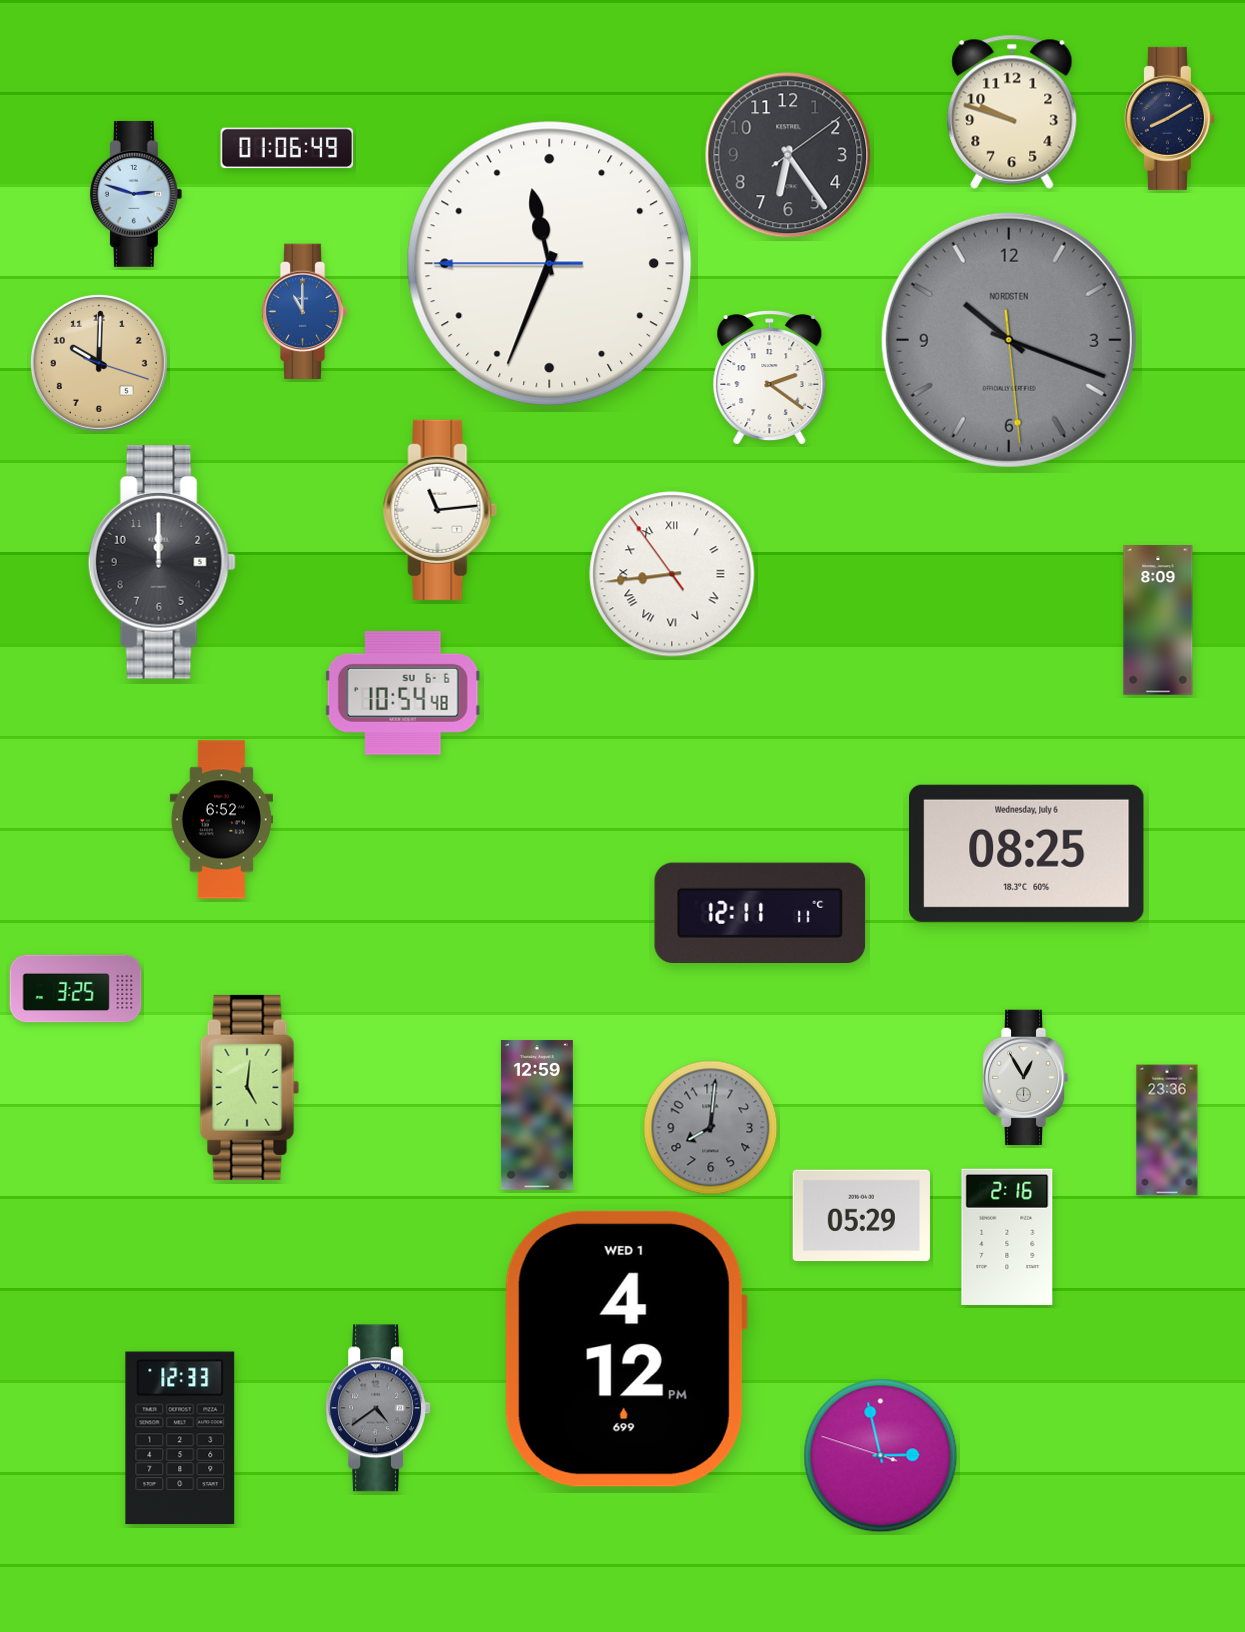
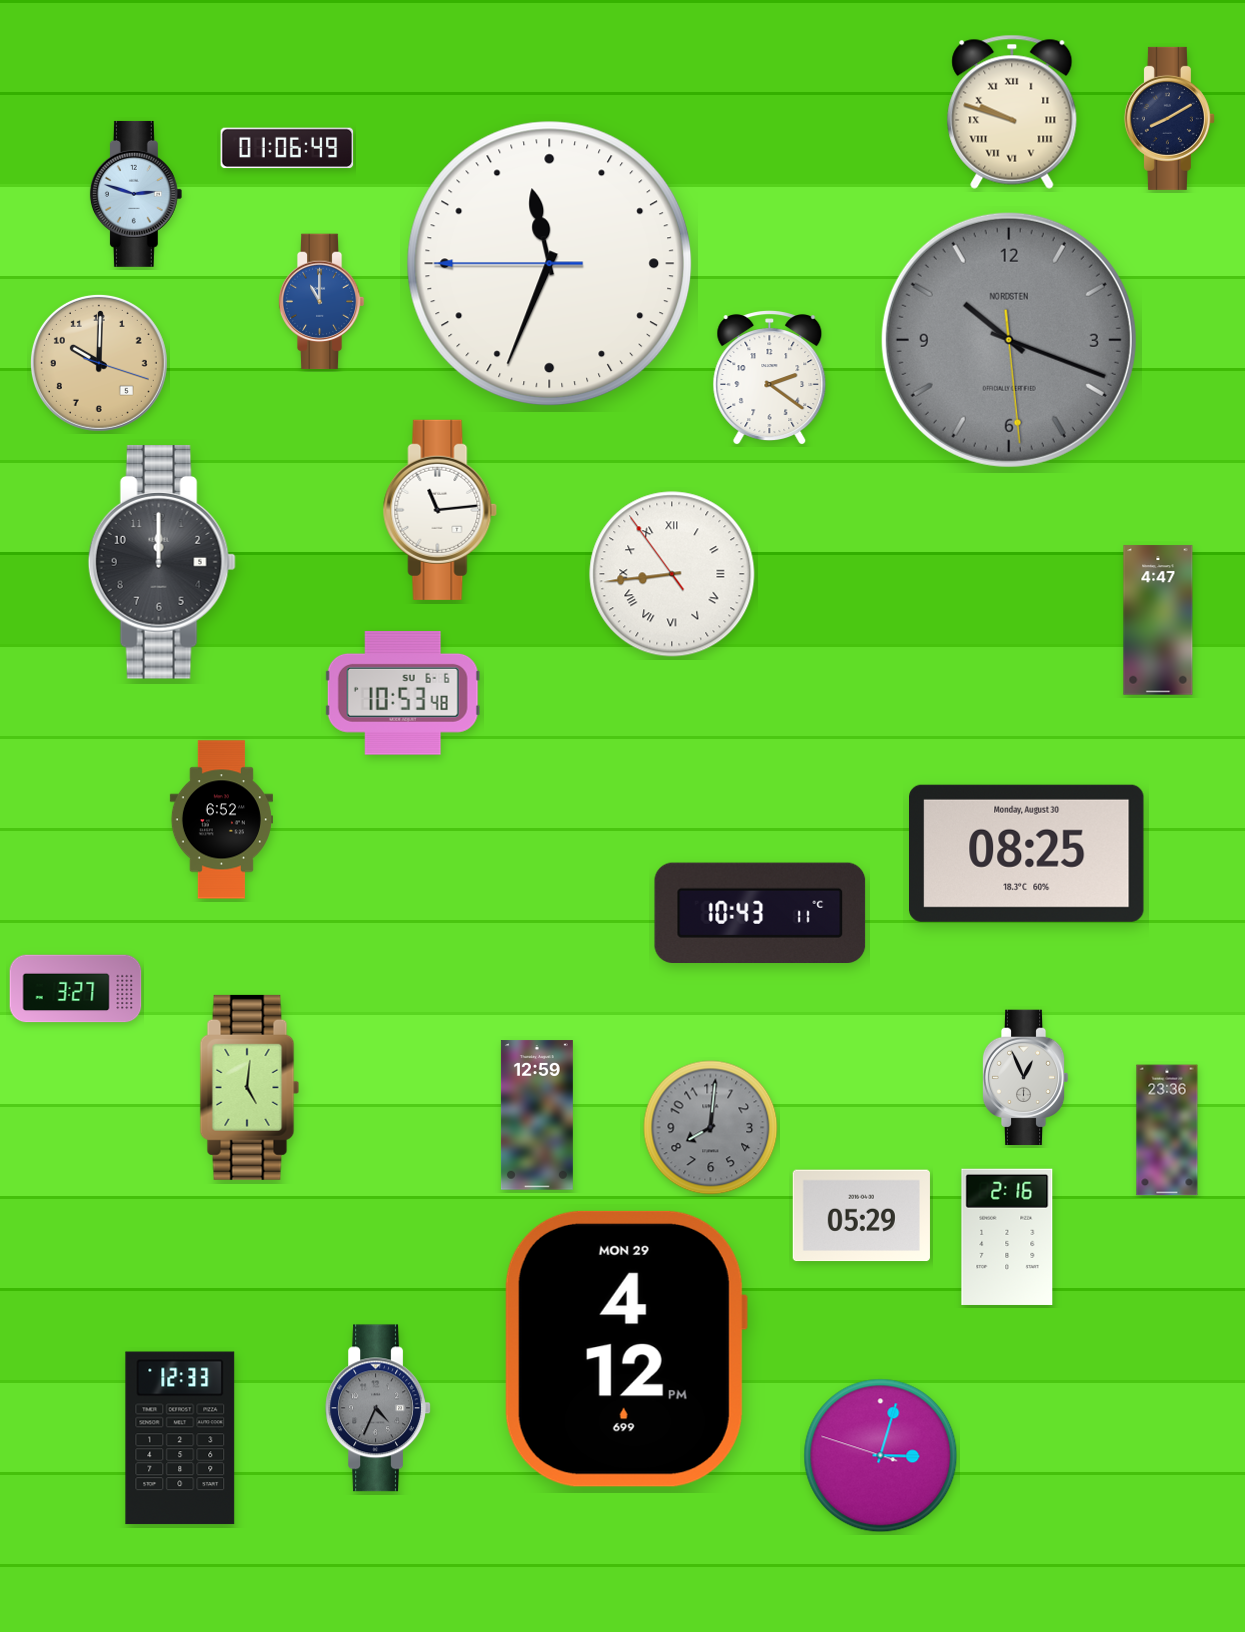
clock at (1012, 112) numerals: Arabic -> Roman
clock at (788, 155): 6:24 -> none
clock at (304, 312) position: (304, 312) -> (321, 302)
clock at (1158, 620): 8:09 -> 4:47
clock at (403, 693): 10:54 -> 10:53
clock at (1027, 853) date: Wednesday, July 6 -> Monday, August 30
clock at (760, 913): 12:11 -> 10:43
clock at (76, 989): 3:25 -> 3:27
clock at (1025, 1078): 12:55 -> 12:56
clock at (625, 1349) date: WED 1 -> MON 29
clock at (378, 1408): 4:39 -> 4:34
clock at (881, 1456): 2:57 -> 3:02
